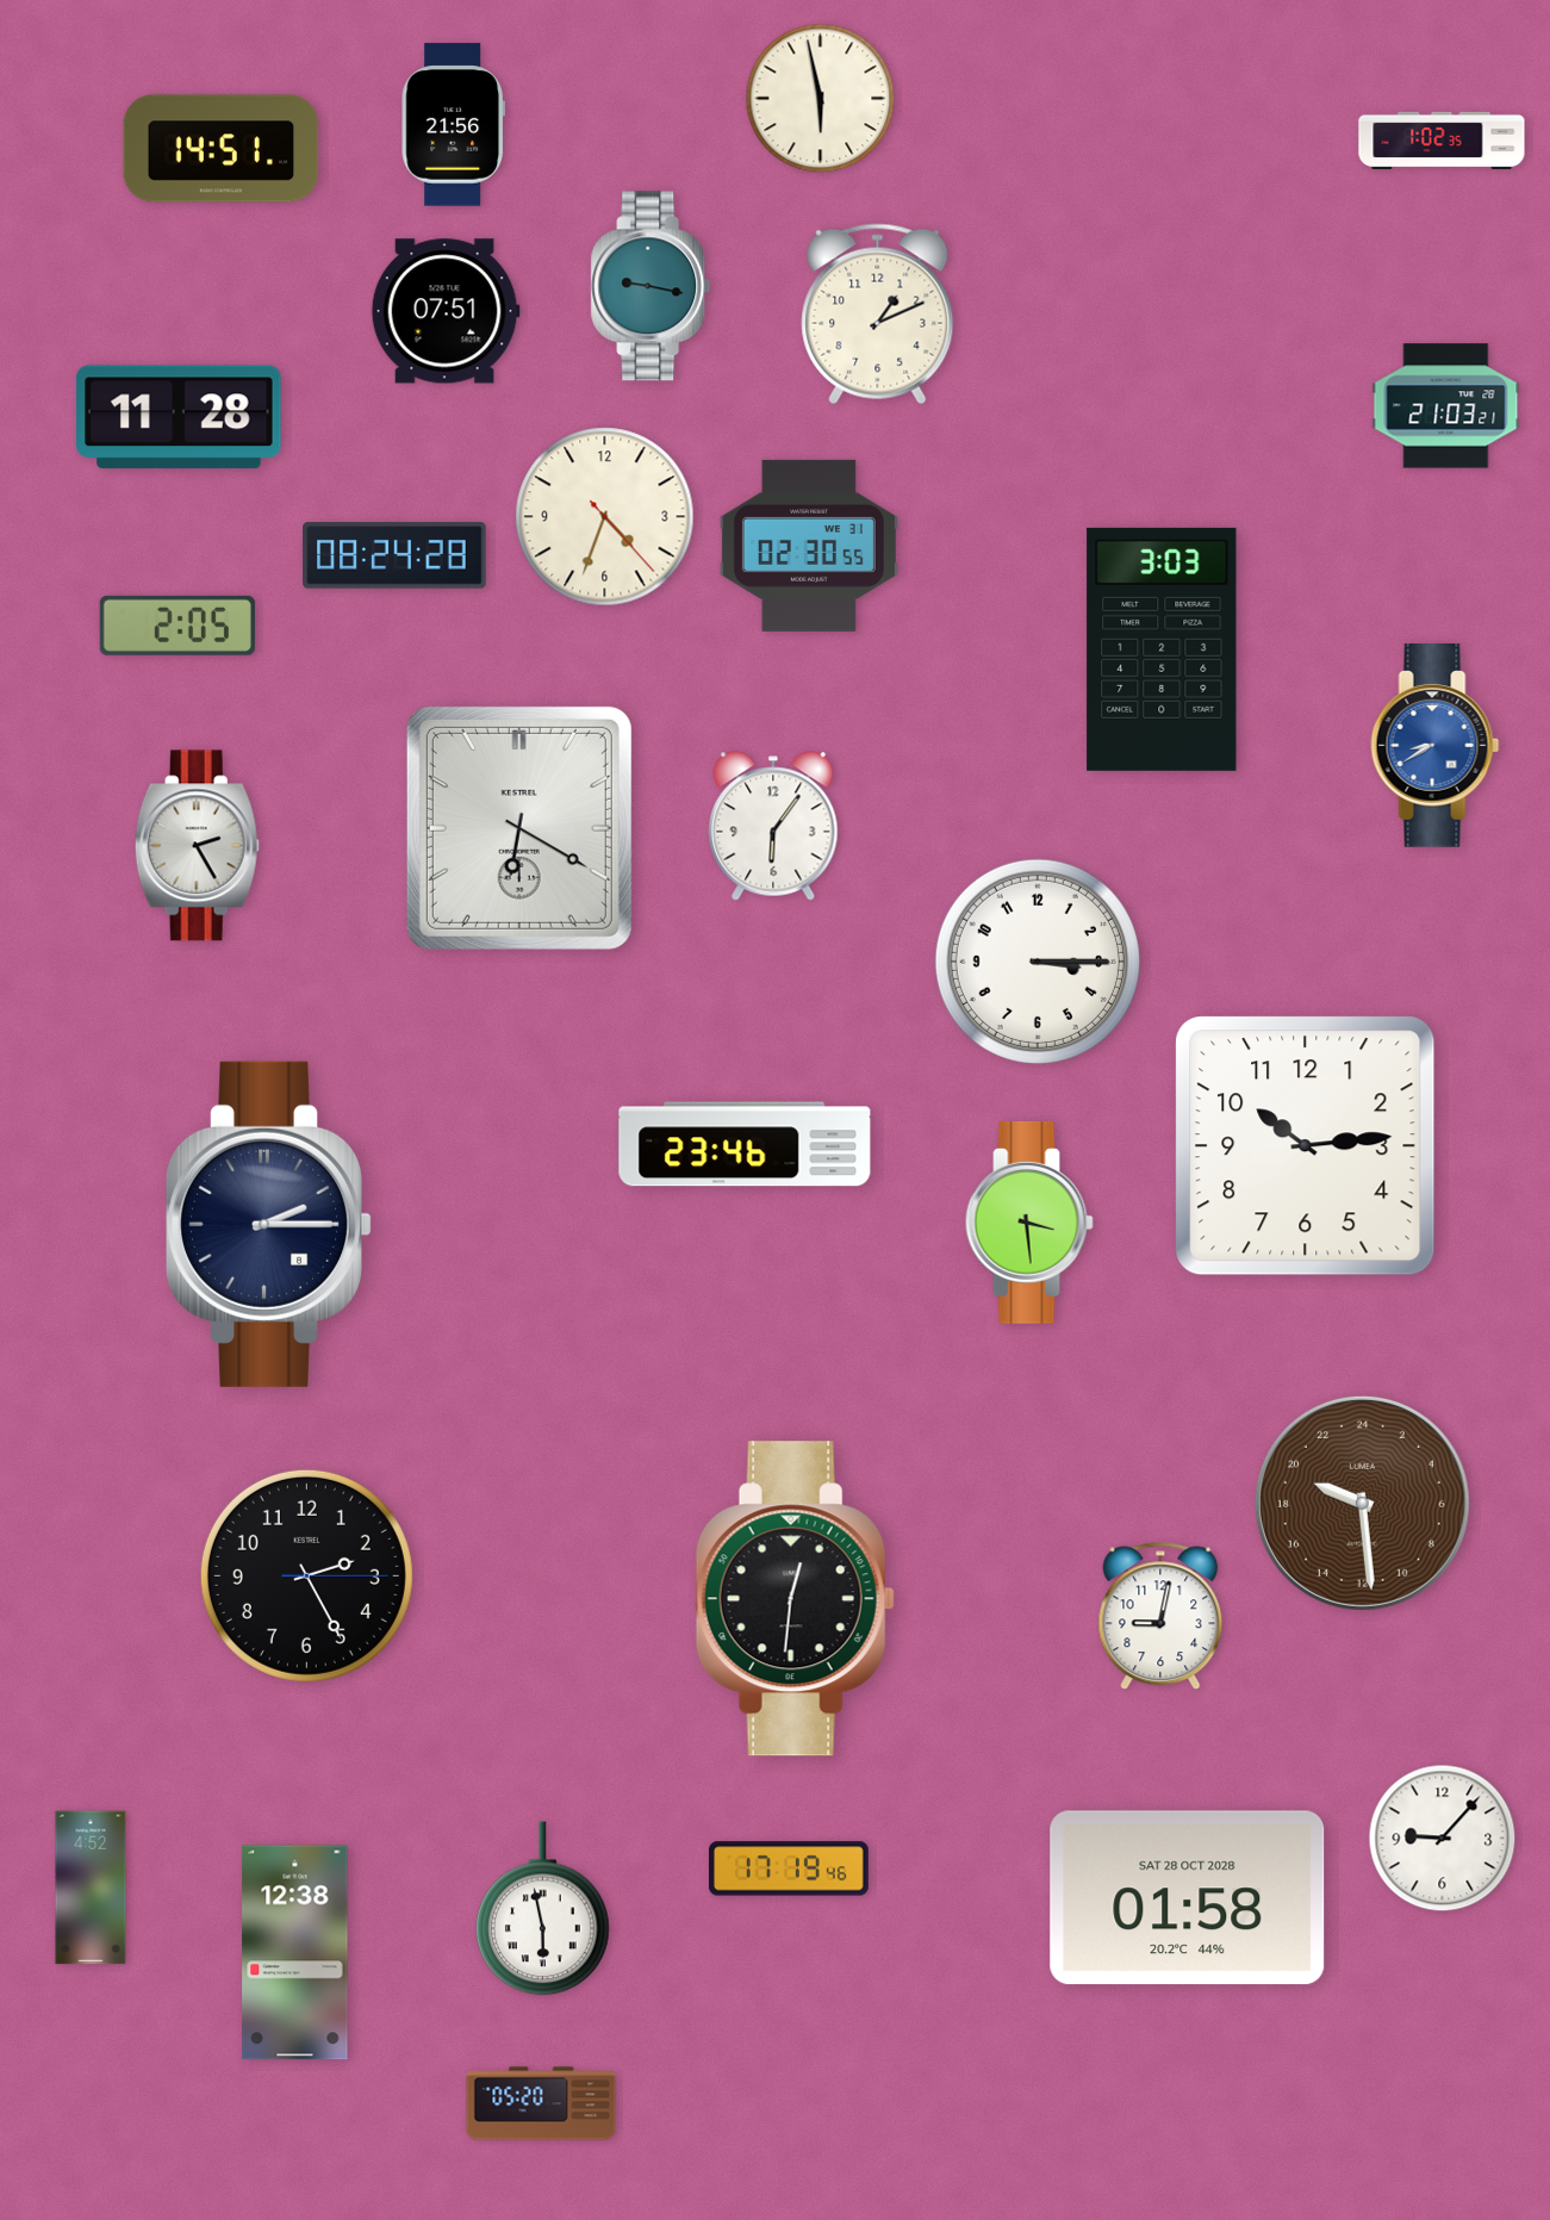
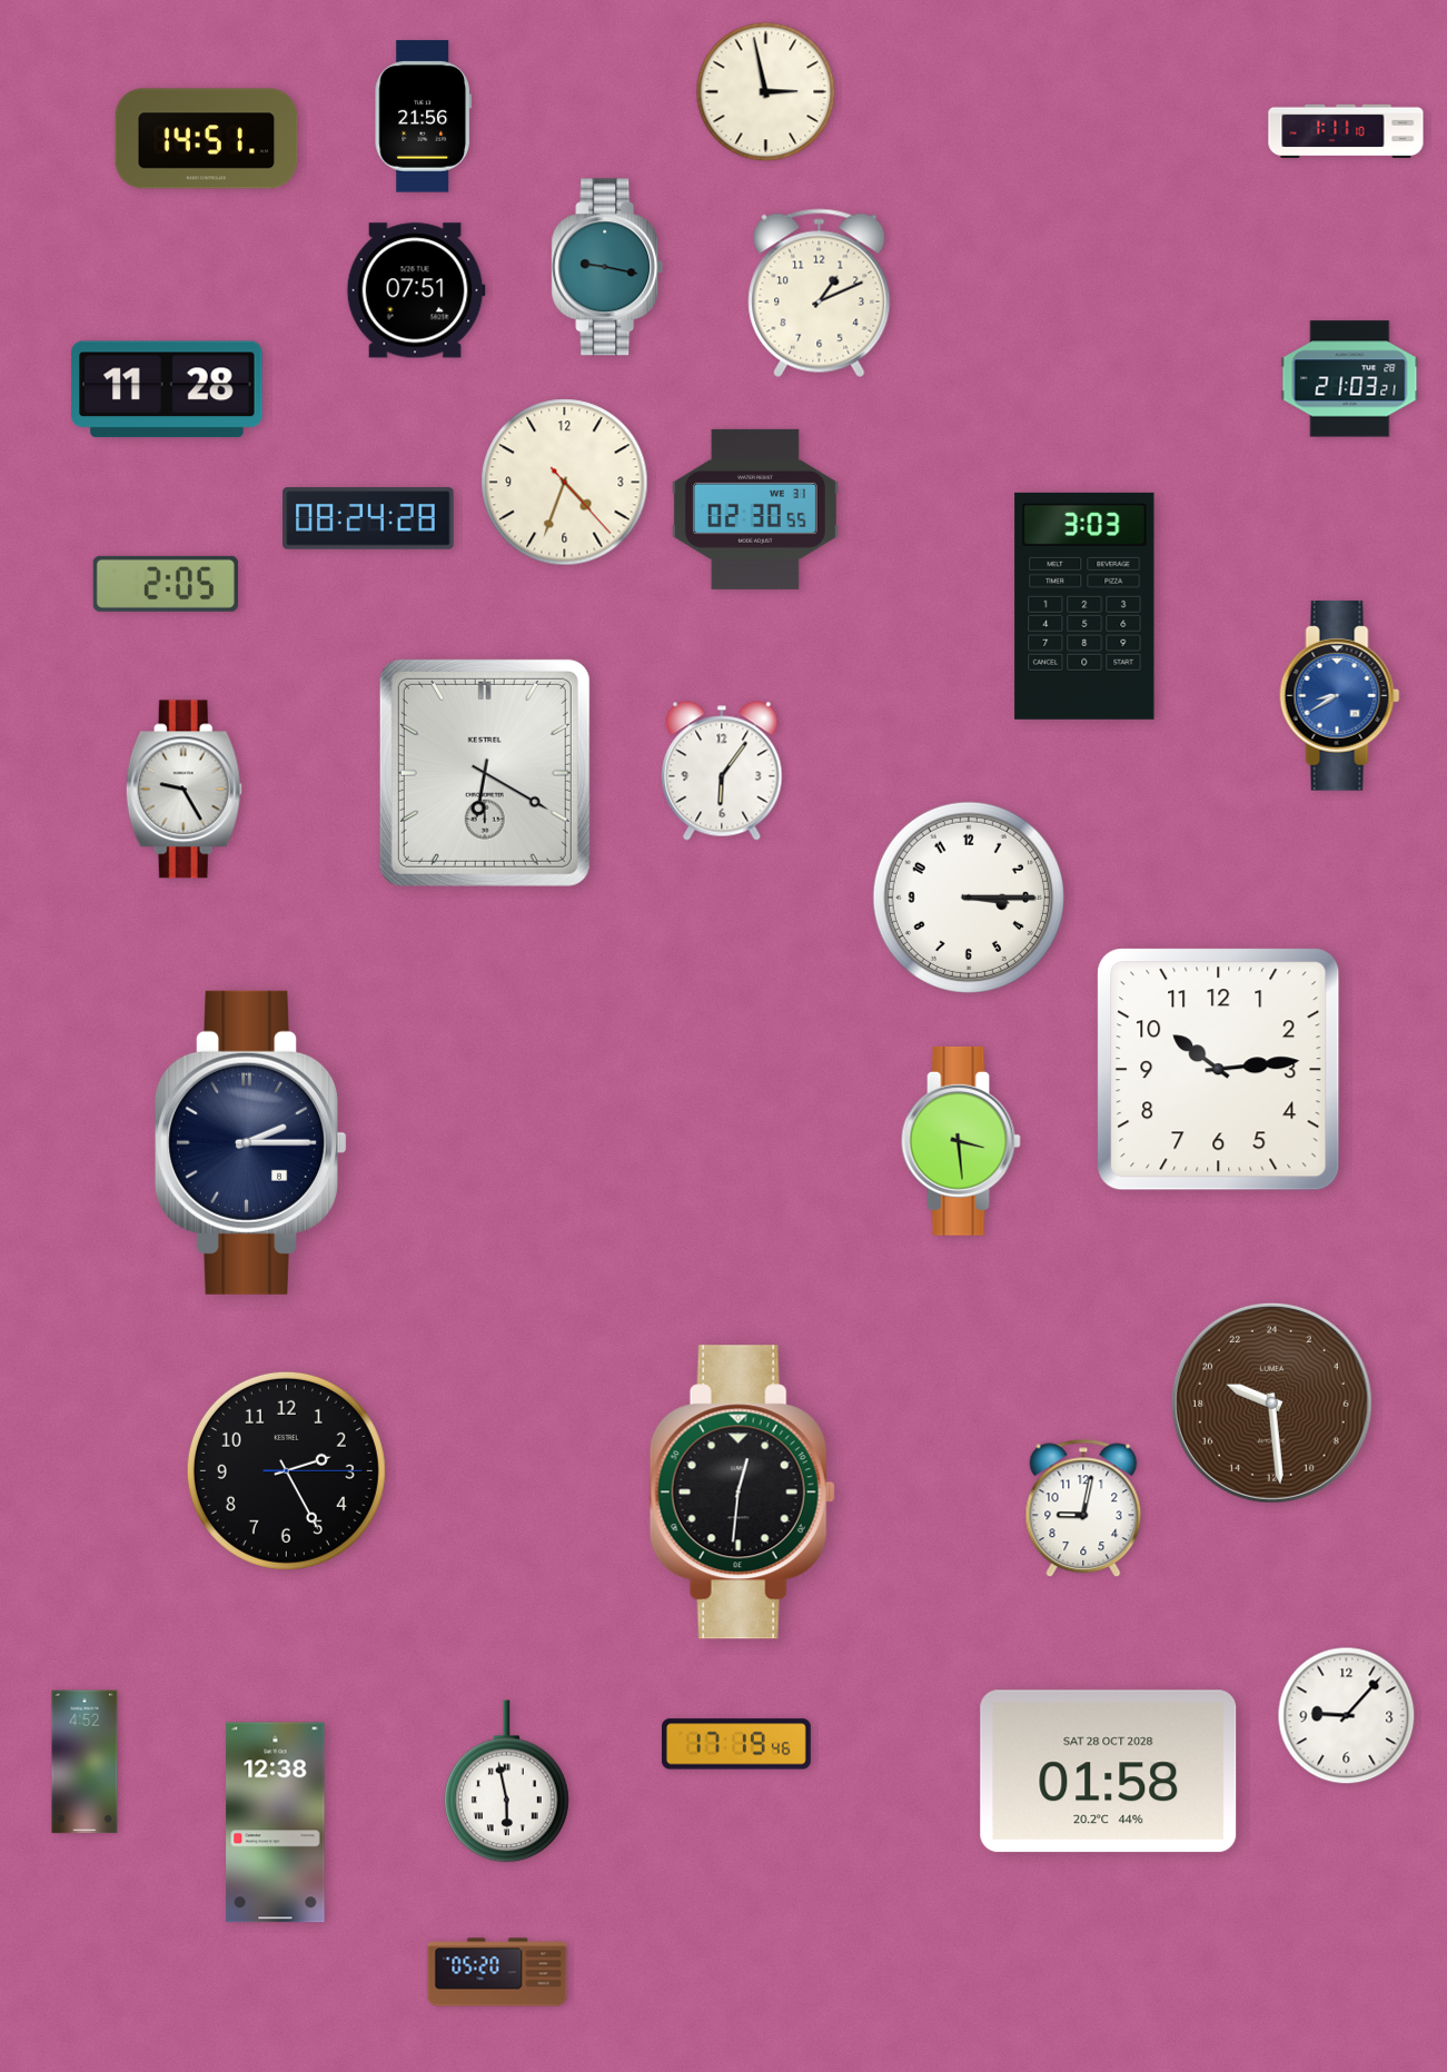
clock at (821, 99): 5:58 -> 2:58
clock at (1442, 139): 1:02 -> 1:11
clock at (197, 846): 2:25 -> 9:25
clock at (745, 1144): 23:46 -> none
clock at (541, 2103) position: (541, 2103) -> (497, 1972)
